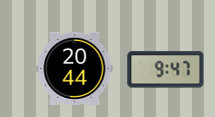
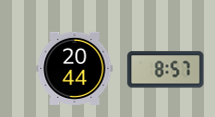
clock at (166, 70): 9:47 -> 8:57
